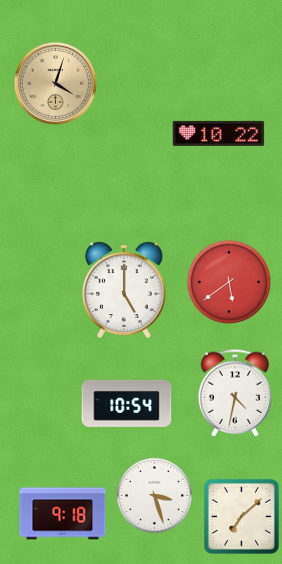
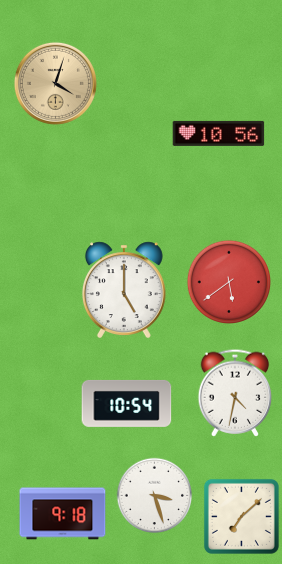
clock at (219, 133): 10:22 -> 10:56
